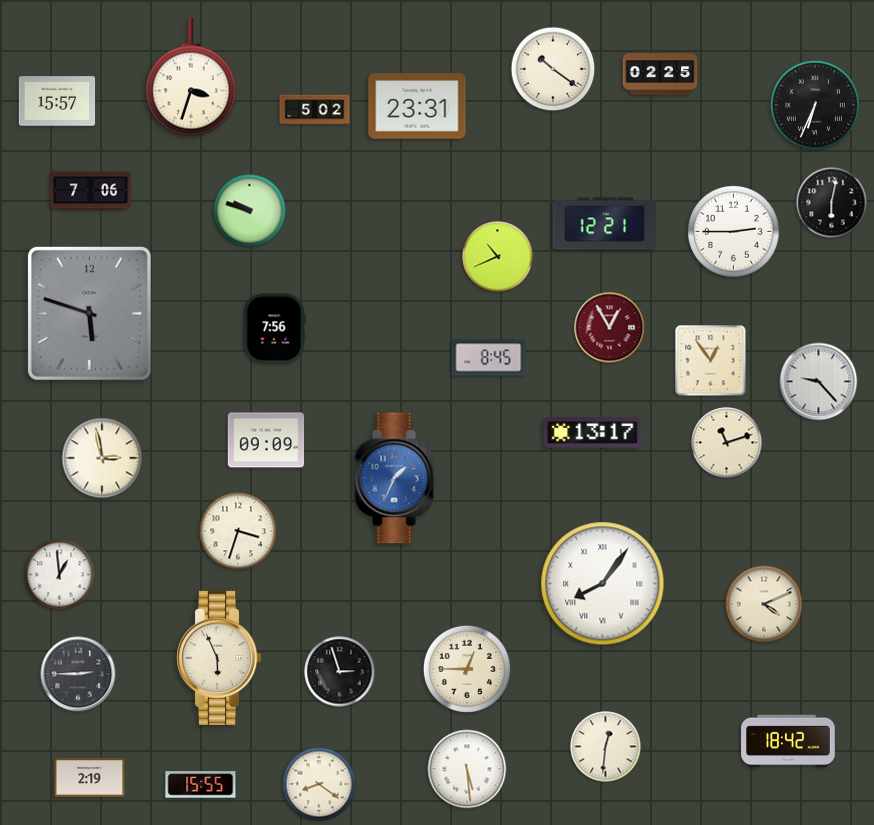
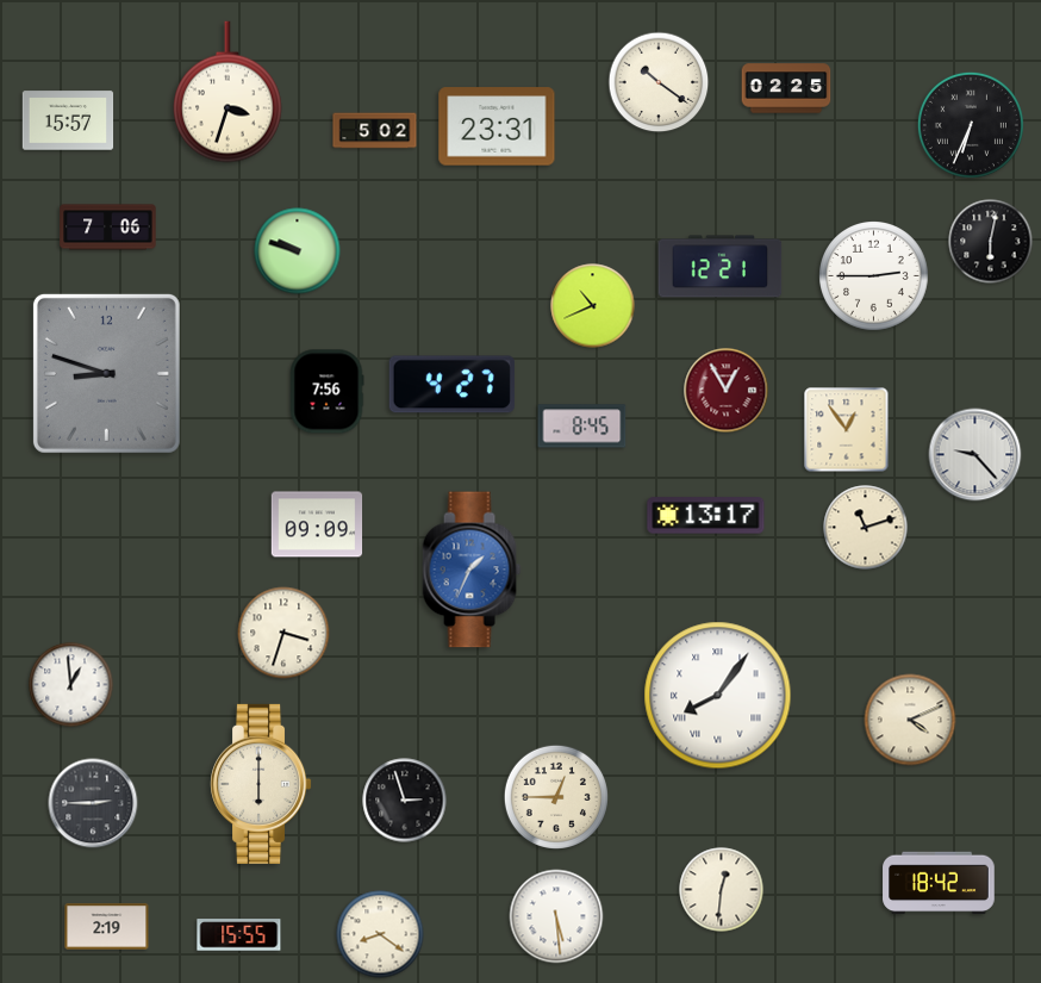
clock at (89, 313): 5:48 -> 8:48
clock at (451, 385): none -> 4:27
clock at (102, 458): 2:58 -> none
clock at (219, 658): 5:56 -> 6:00
